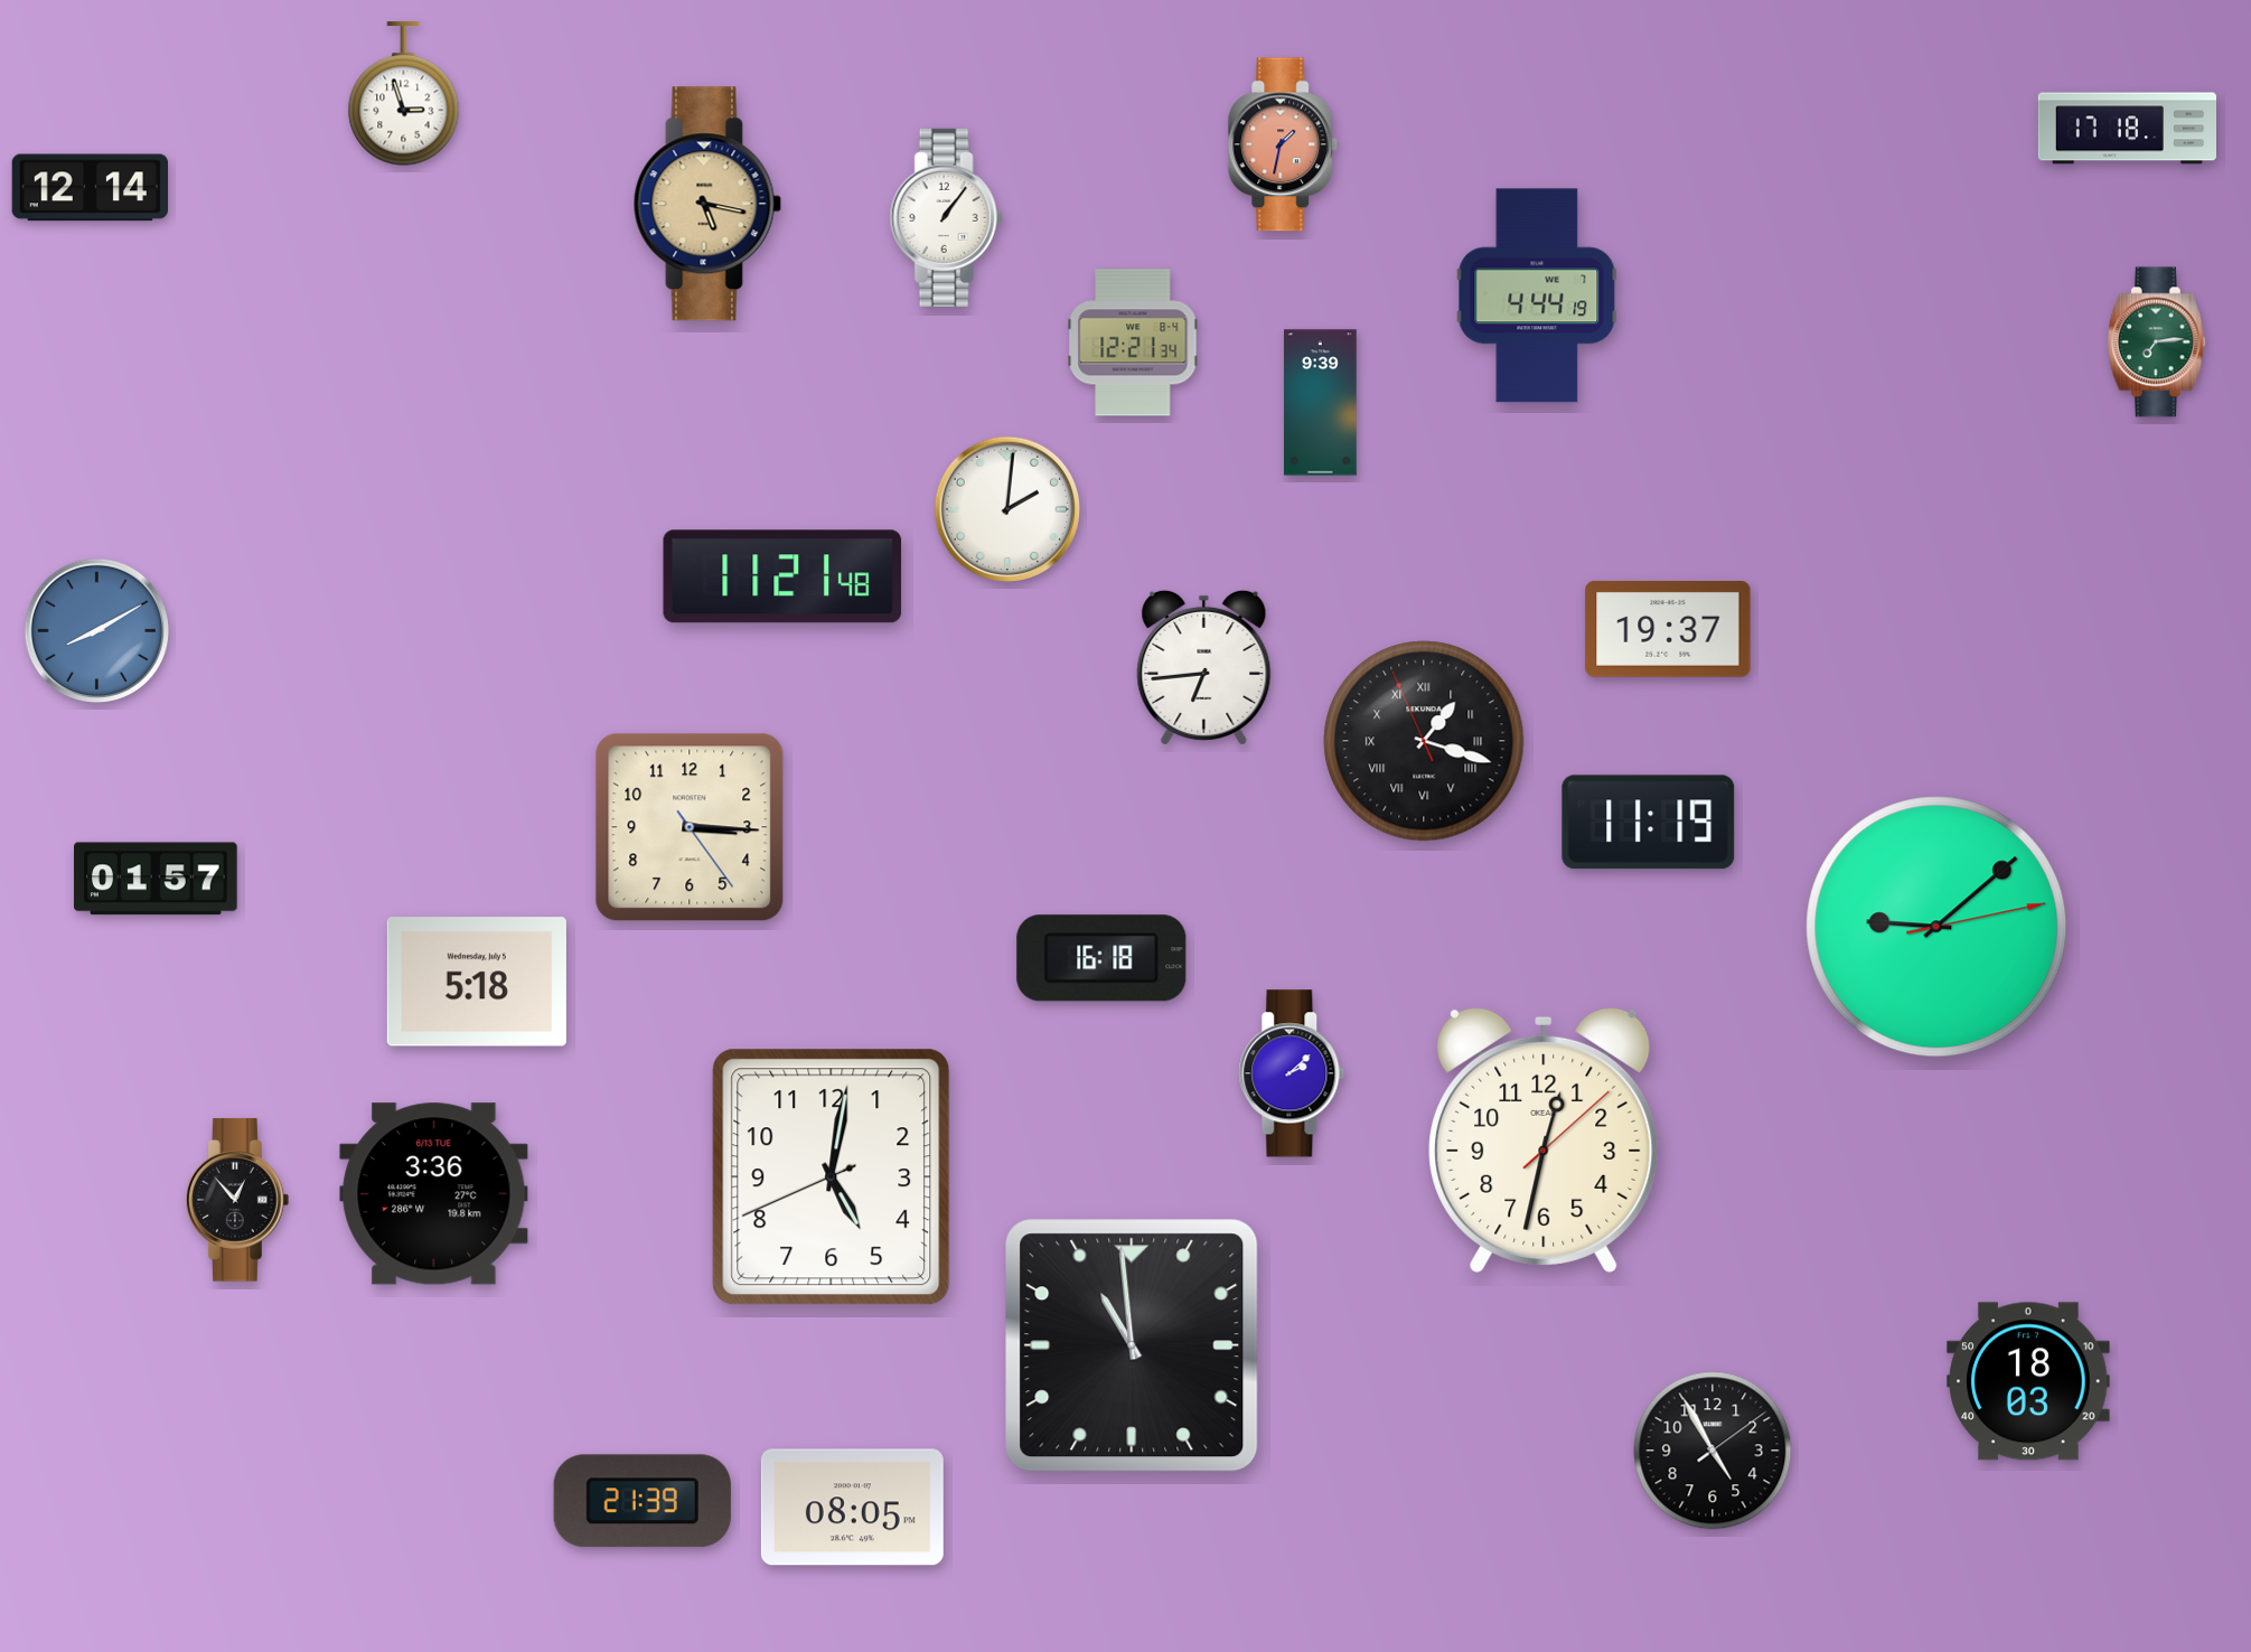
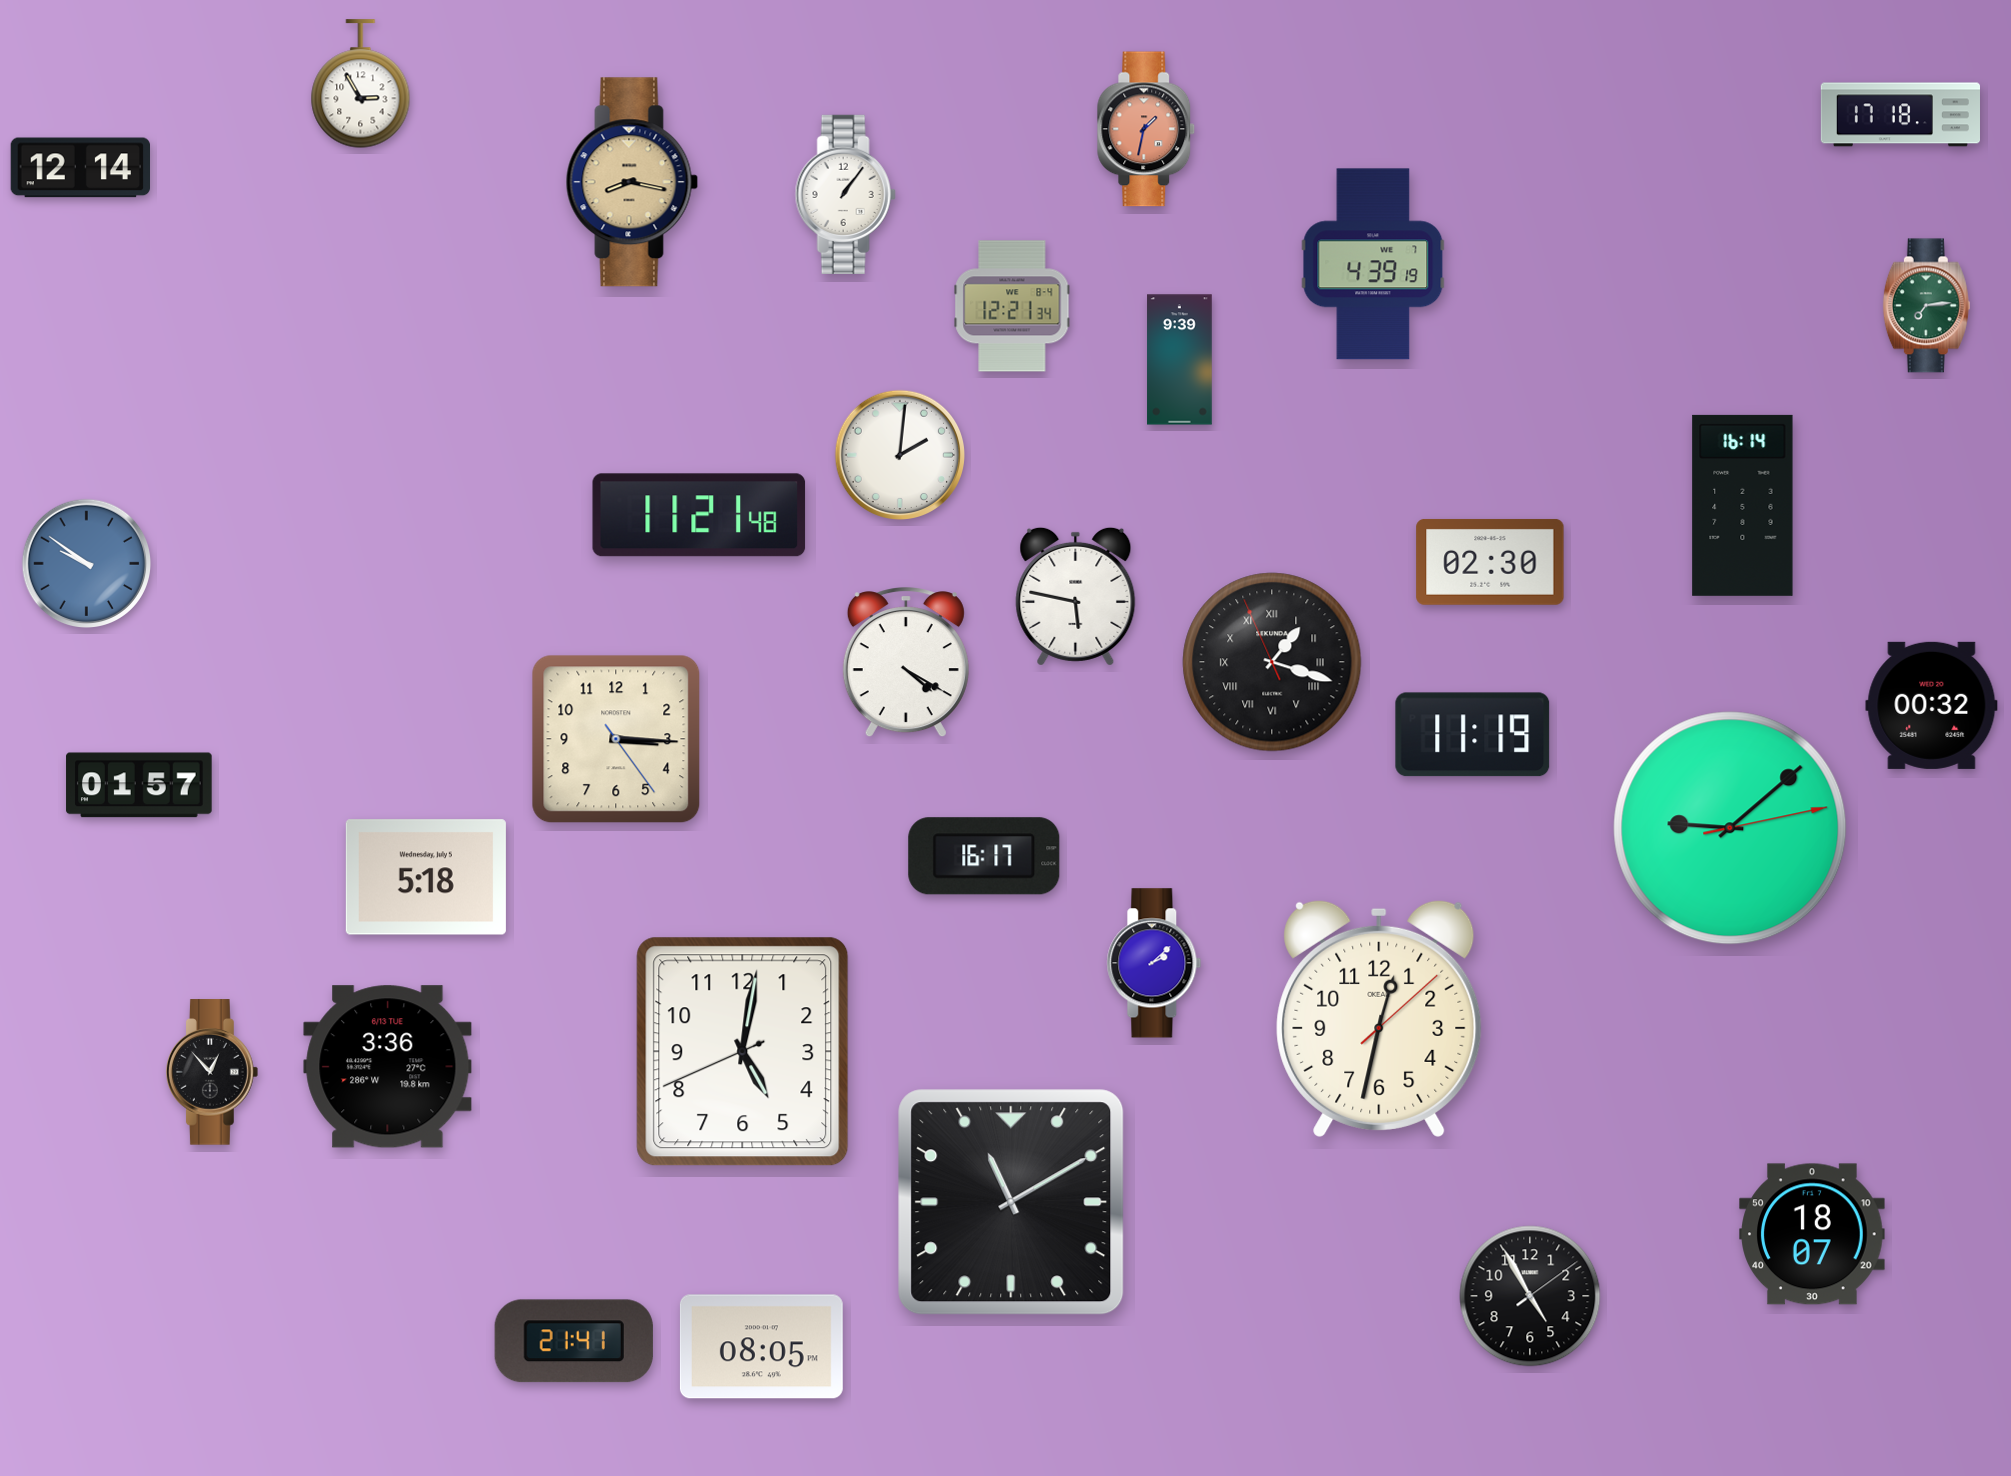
clock at (404, 94): 2:57 -> 2:55
clock at (707, 204): 5:17 -> 8:17
clock at (1537, 295): 4:44 -> 4:39
clock at (1743, 505): none -> 16:14
clock at (1668, 629): 19:37 -> 02:30
clock at (97, 631): 8:10 -> 9:51
clock at (1204, 667): 6:44 -> 5:47
clock at (906, 663): none -> 4:20
clock at (1932, 705): none -> 00:32
clock at (1101, 958): 16:18 -> 16:17
clock at (1292, 1073) position: (1292, 1073) -> (1154, 963)
clock at (1132, 1345): 10:59 -> 11:10
clock at (2028, 1381): 18:03 -> 18:07
clock at (643, 1501): 21:39 -> 21:41
